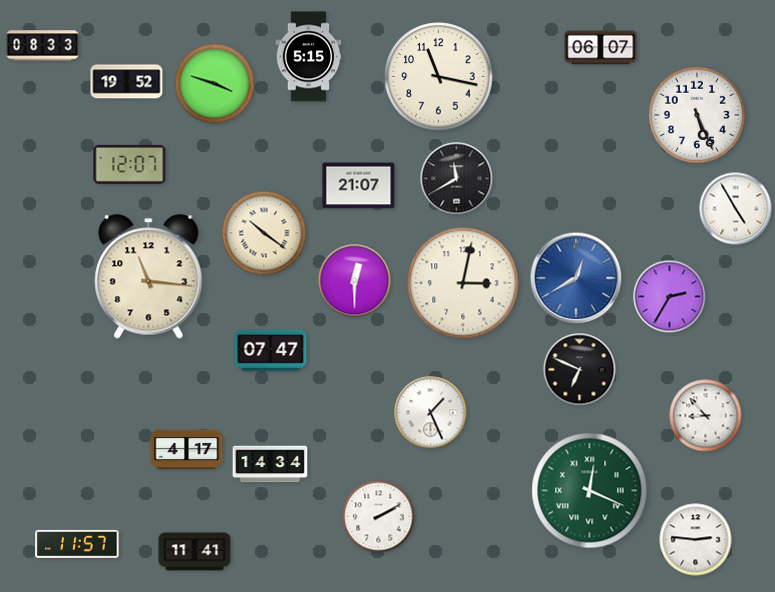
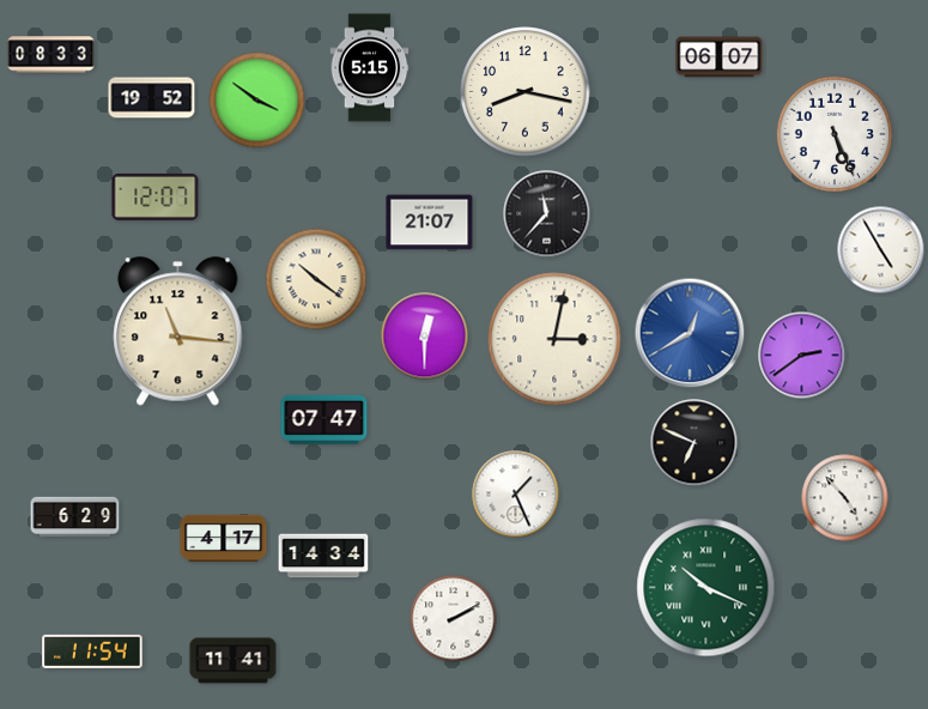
clock at (439, 77): 11:17 -> 8:17
clock at (215, 84): 3:48 -> 3:51
clock at (696, 114) position: (696, 114) -> (833, 133)
clock at (457, 179): 11:40 -> 11:37
clock at (670, 297): 2:35 -> 2:39
clock at (706, 416): 8:53 -> 4:53
clock at (75, 517): none -> 6:29
clock at (590, 491): 12:19 -> 10:19
clock at (696, 540): 2:46 -> none
clock at (77, 544): 11:57 -> 11:54
